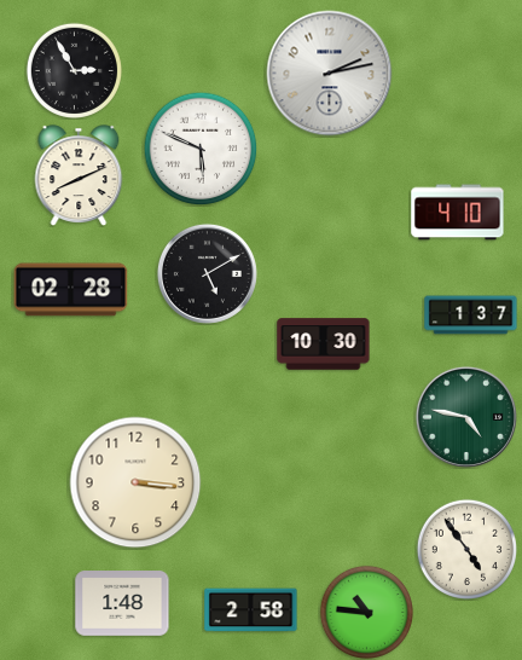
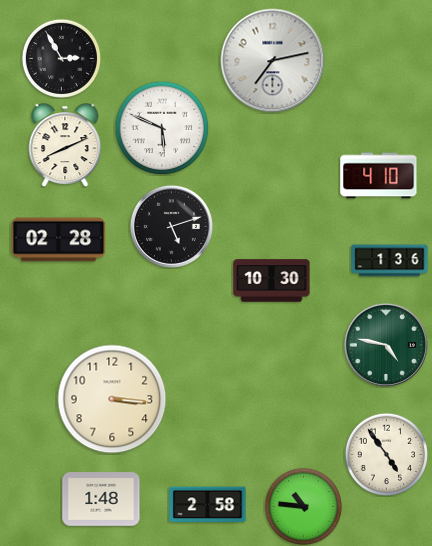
clock at (330, 74): 2:13 -> 7:13
clock at (201, 149) position: (201, 149) -> (162, 128)
clock at (207, 273): 5:10 -> 5:12
clock at (471, 315): 1:37 -> 1:36
clock at (324, 345) position: (324, 345) -> (272, 281)
